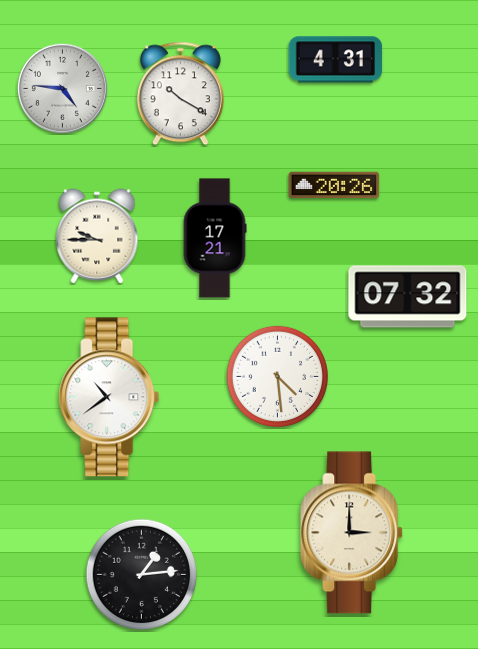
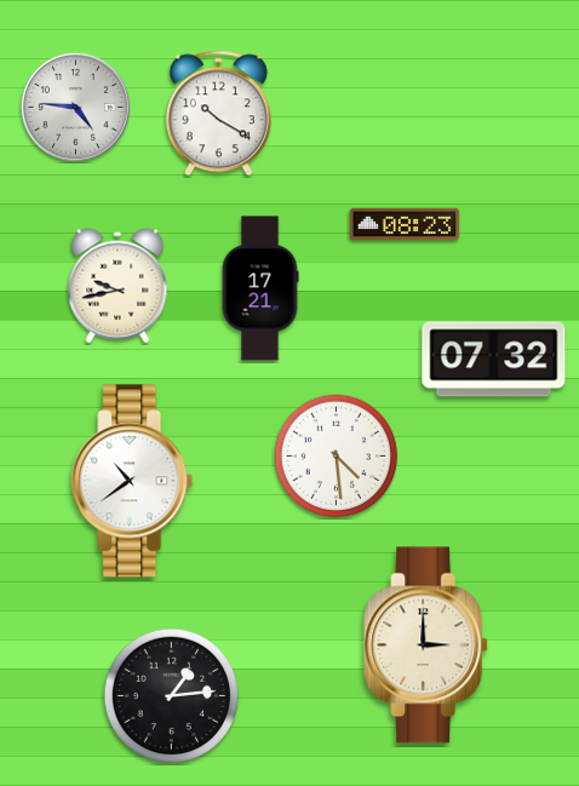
clock at (336, 60): 4:31 -> none
clock at (334, 185): 20:26 -> 08:23
clock at (97, 236): 9:45 -> 9:43
